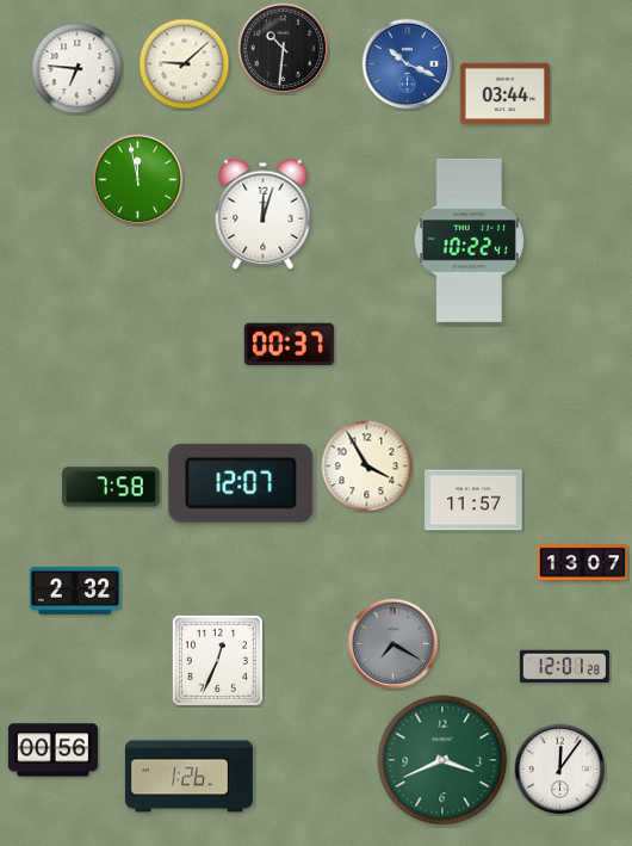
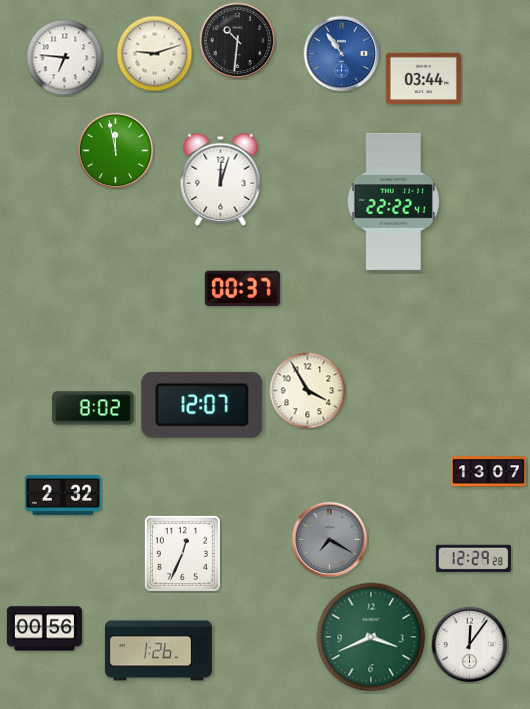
clock at (185, 64): 9:08 -> 9:12
clock at (408, 64): 10:19 -> 10:54
clock at (469, 240): 10:22 -> 22:22
clock at (111, 487): 7:58 -> 8:02
clock at (473, 500): 11:57 -> none
clock at (564, 666): 12:01 -> 12:29
